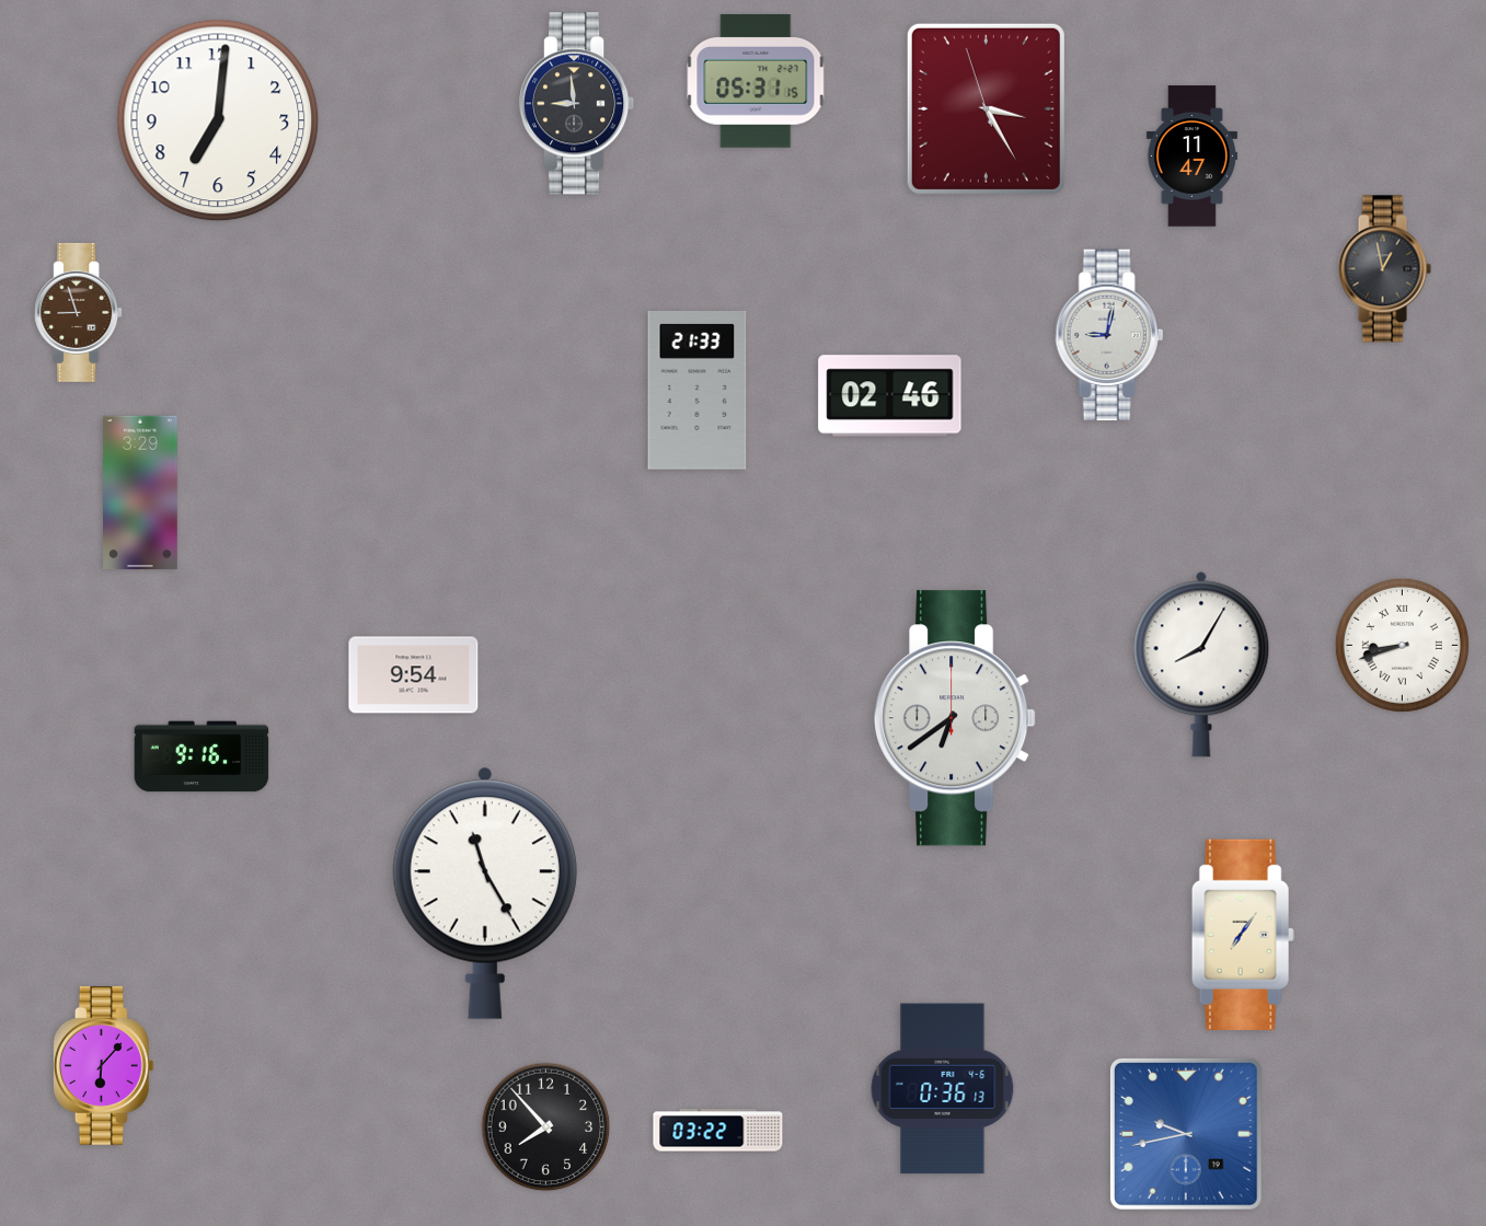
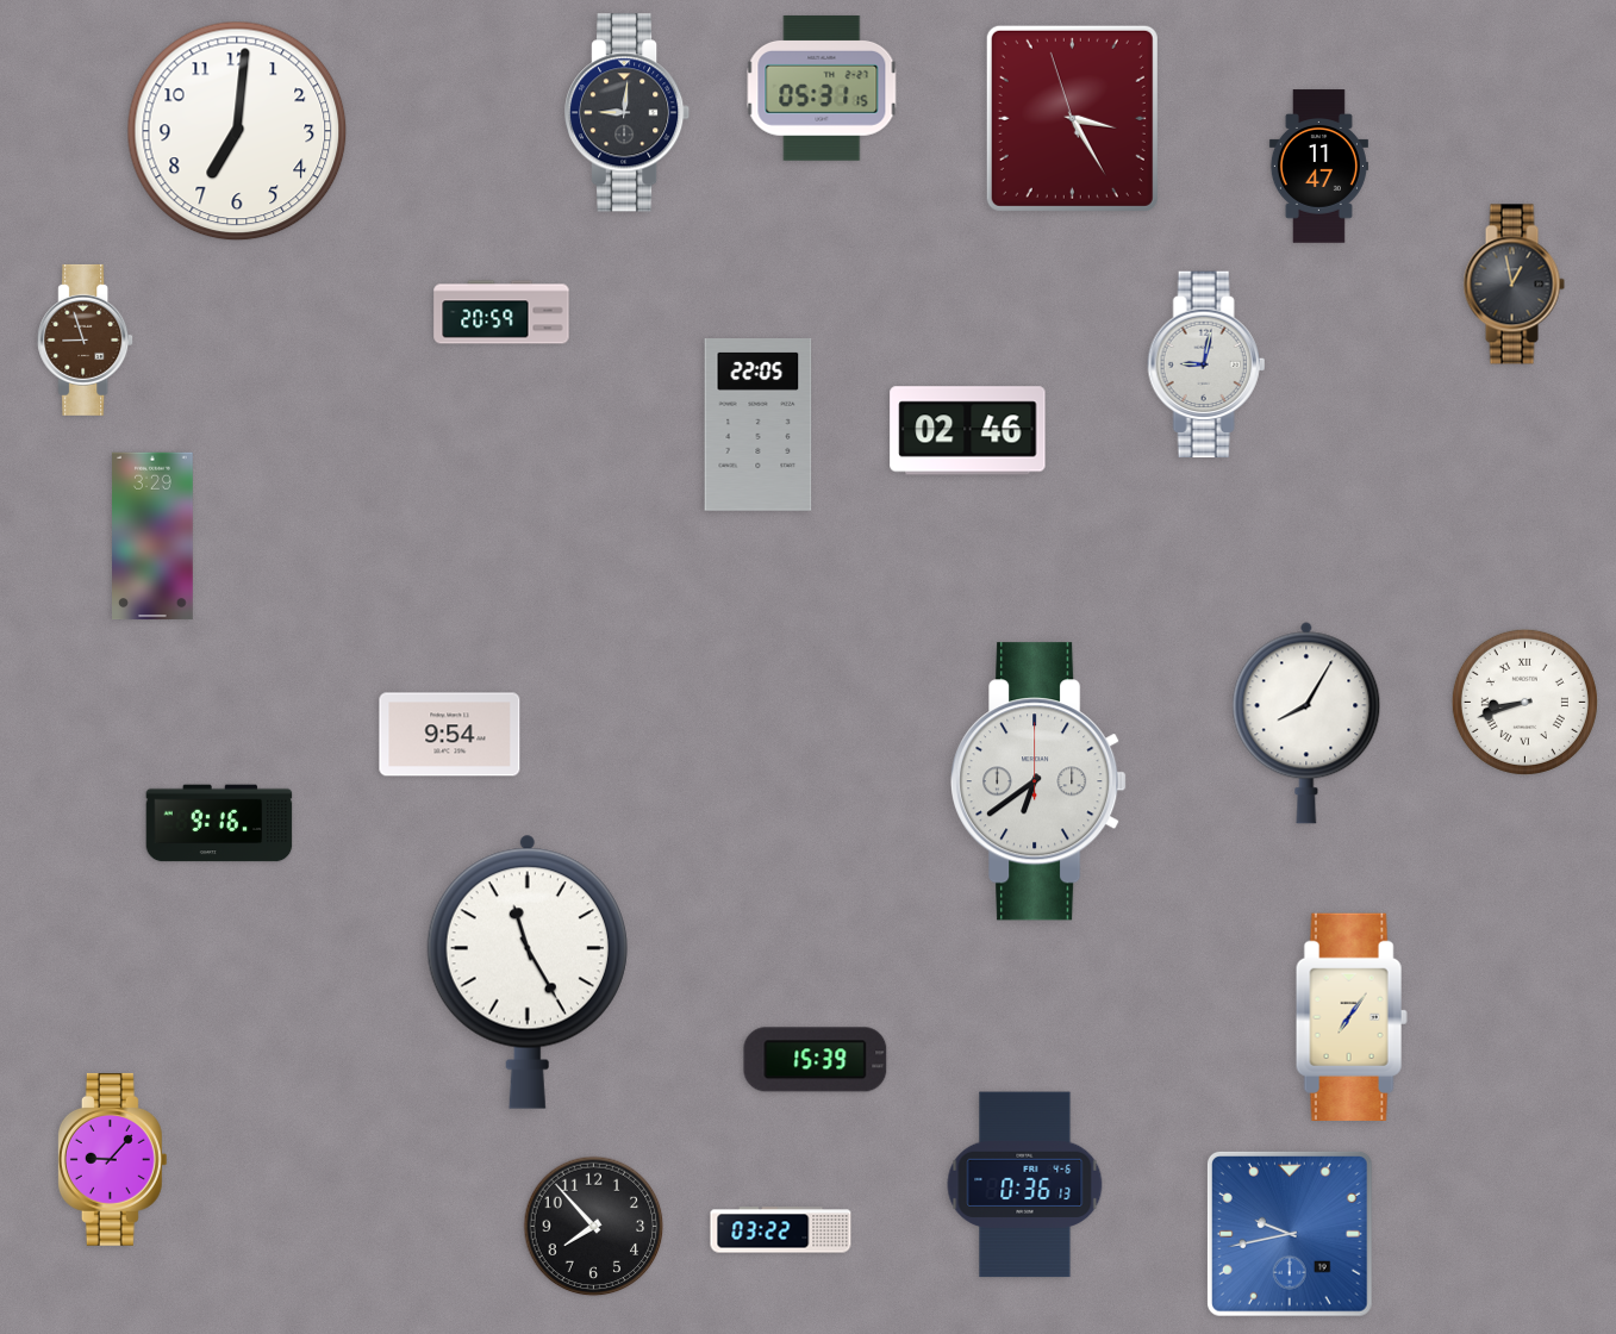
clock at (578, 104): 8:59 -> 9:01
clock at (1191, 157) position: (1191, 157) -> (1318, 167)
clock at (1384, 269) position: (1384, 269) -> (1514, 285)
clock at (501, 312): none -> 20:59
clock at (698, 391): 21:33 -> 22:05
clock at (816, 1060): none -> 15:39
clock at (103, 1065): 6:07 -> 9:07
